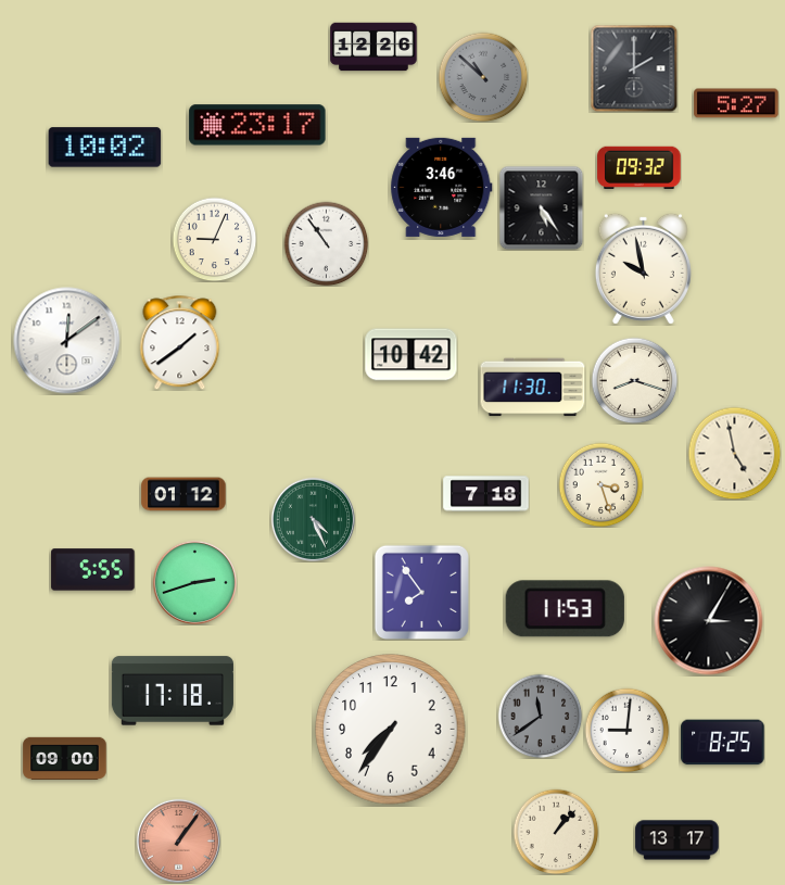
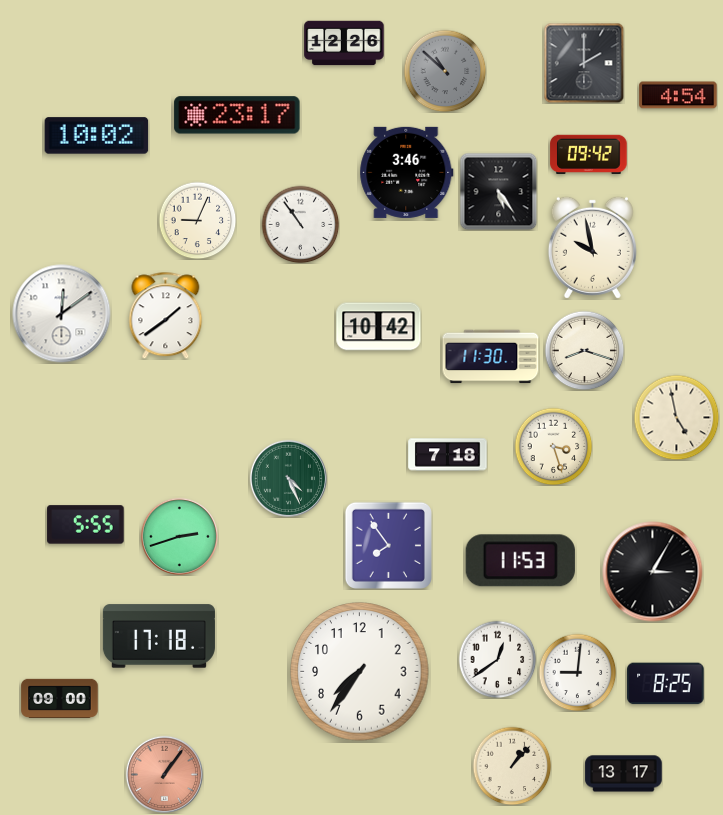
clock at (736, 103): 5:27 -> 4:54
clock at (640, 168): 09:32 -> 09:42
clock at (183, 494): 01:12 -> none
clock at (540, 716): 11:39 -> 12:39
clock at (540, 716) dial: grey -> white
